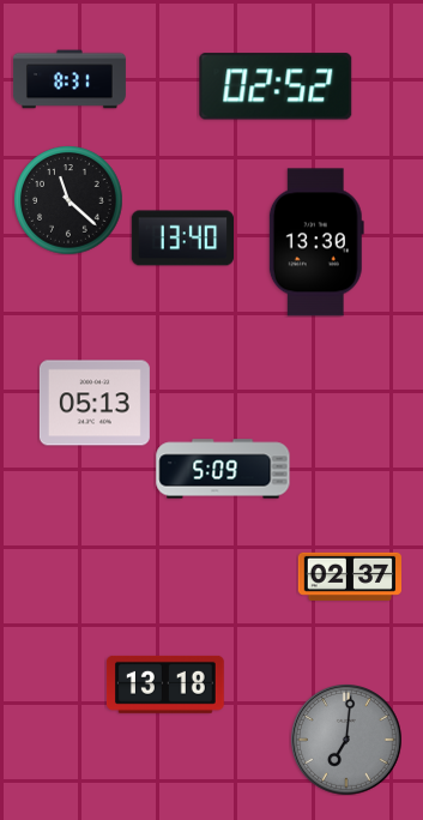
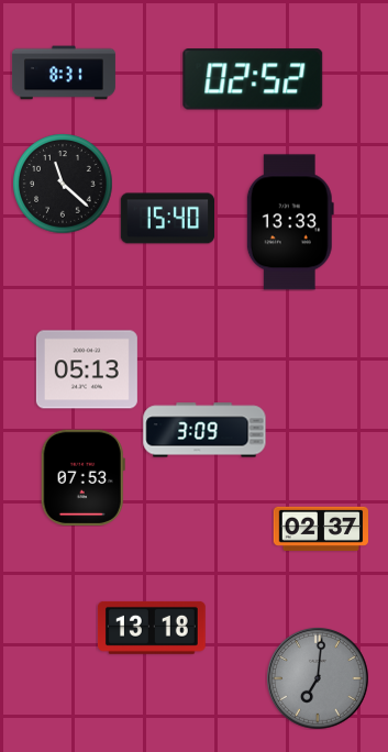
clock at (182, 239): 13:40 -> 15:40
clock at (316, 242): 13:30 -> 13:33
clock at (223, 469): 5:09 -> 3:09
clock at (82, 477): none -> 07:53
